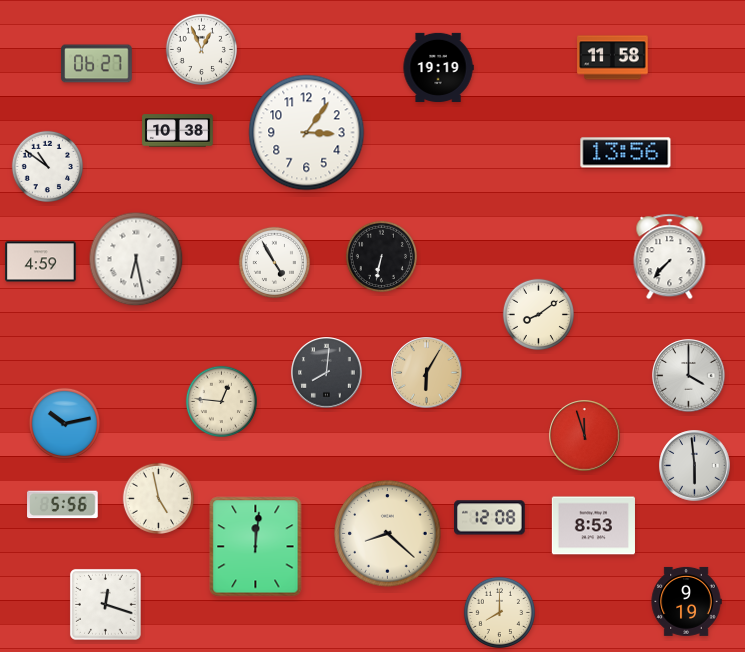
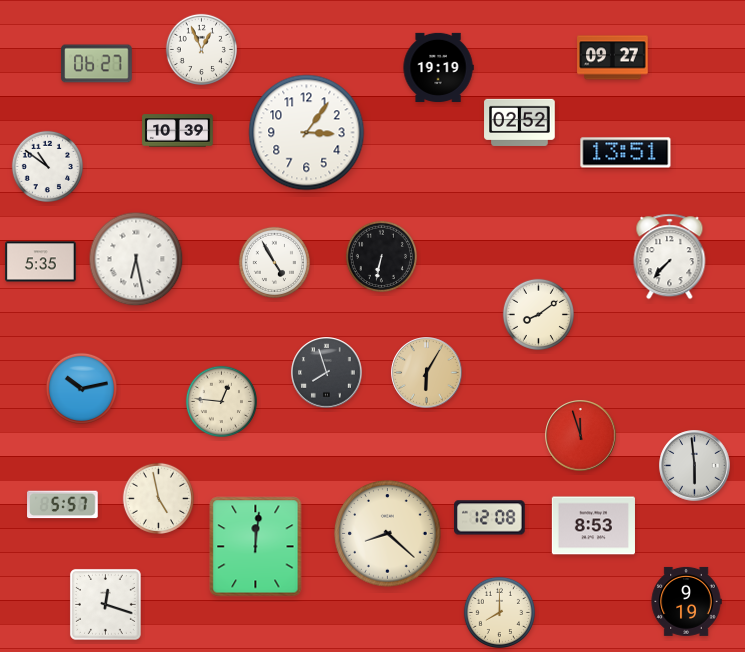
clock at (613, 58): 11:58 -> 09:27
clock at (520, 122): none -> 02:52
clock at (178, 131): 10:38 -> 10:39
clock at (626, 153): 13:56 -> 13:51
clock at (41, 262): 4:59 -> 5:35
clock at (327, 373): 8:01 -> 7:57
clock at (689, 376): 4:00 -> none
clock at (64, 423) position: (64, 423) -> (81, 388)
clock at (585, 436) position: (585, 436) -> (581, 436)
clock at (63, 505): 5:56 -> 5:57
